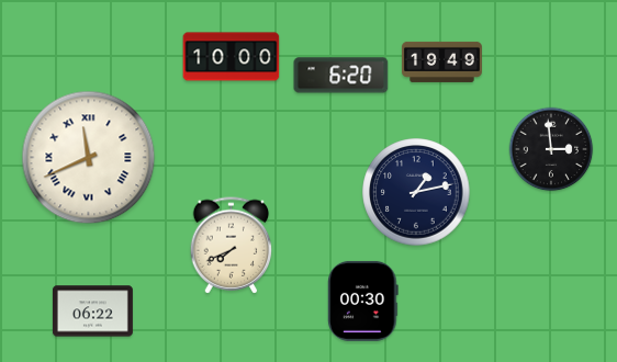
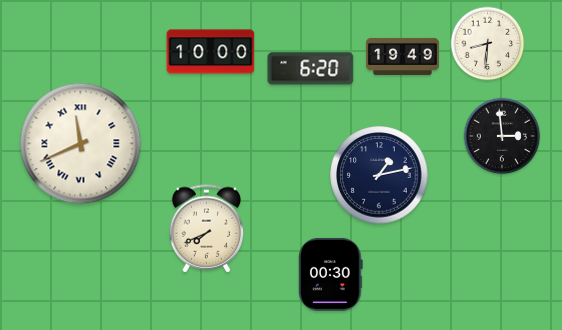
clock at (488, 44): none -> 8:31
clock at (232, 246) position: (232, 246) -> (207, 229)
clock at (92, 312): 06:22 -> none
